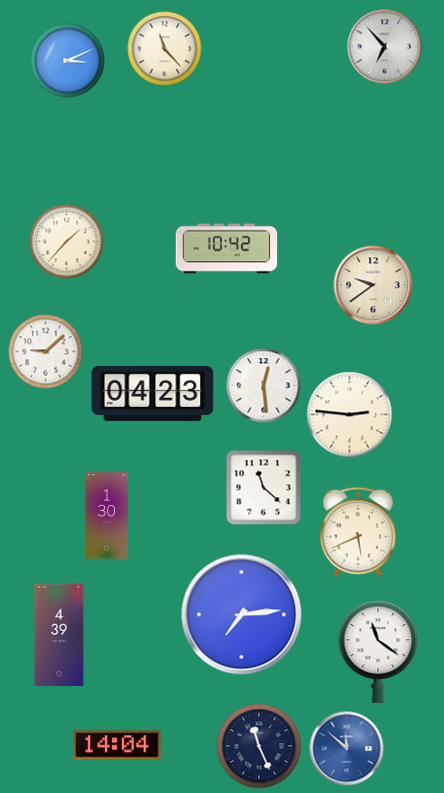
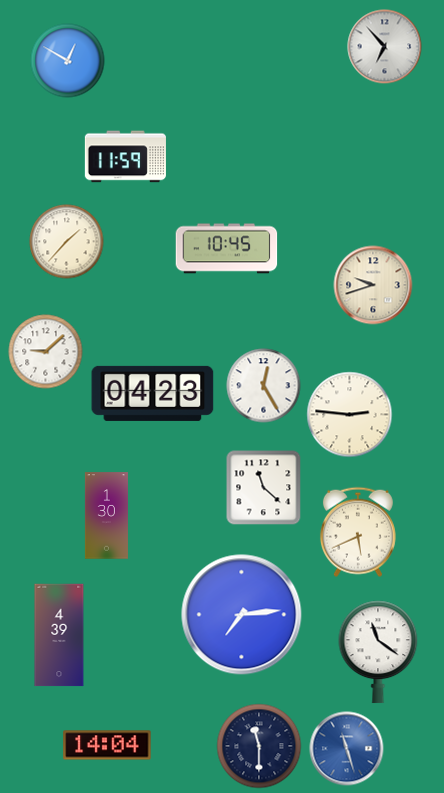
clock at (165, 49): 11:23 -> none
clock at (68, 61): 3:11 -> 12:50
clock at (125, 157): none -> 11:59
clock at (227, 249): 10:42 -> 10:45
clock at (373, 285): 9:39 -> 9:42
clock at (264, 386): 12:29 -> 12:25
clock at (117, 745) position: (117, 745) -> (107, 745)
clock at (259, 746): 11:26 -> 11:30
clock at (347, 749): 11:52 -> 11:27
